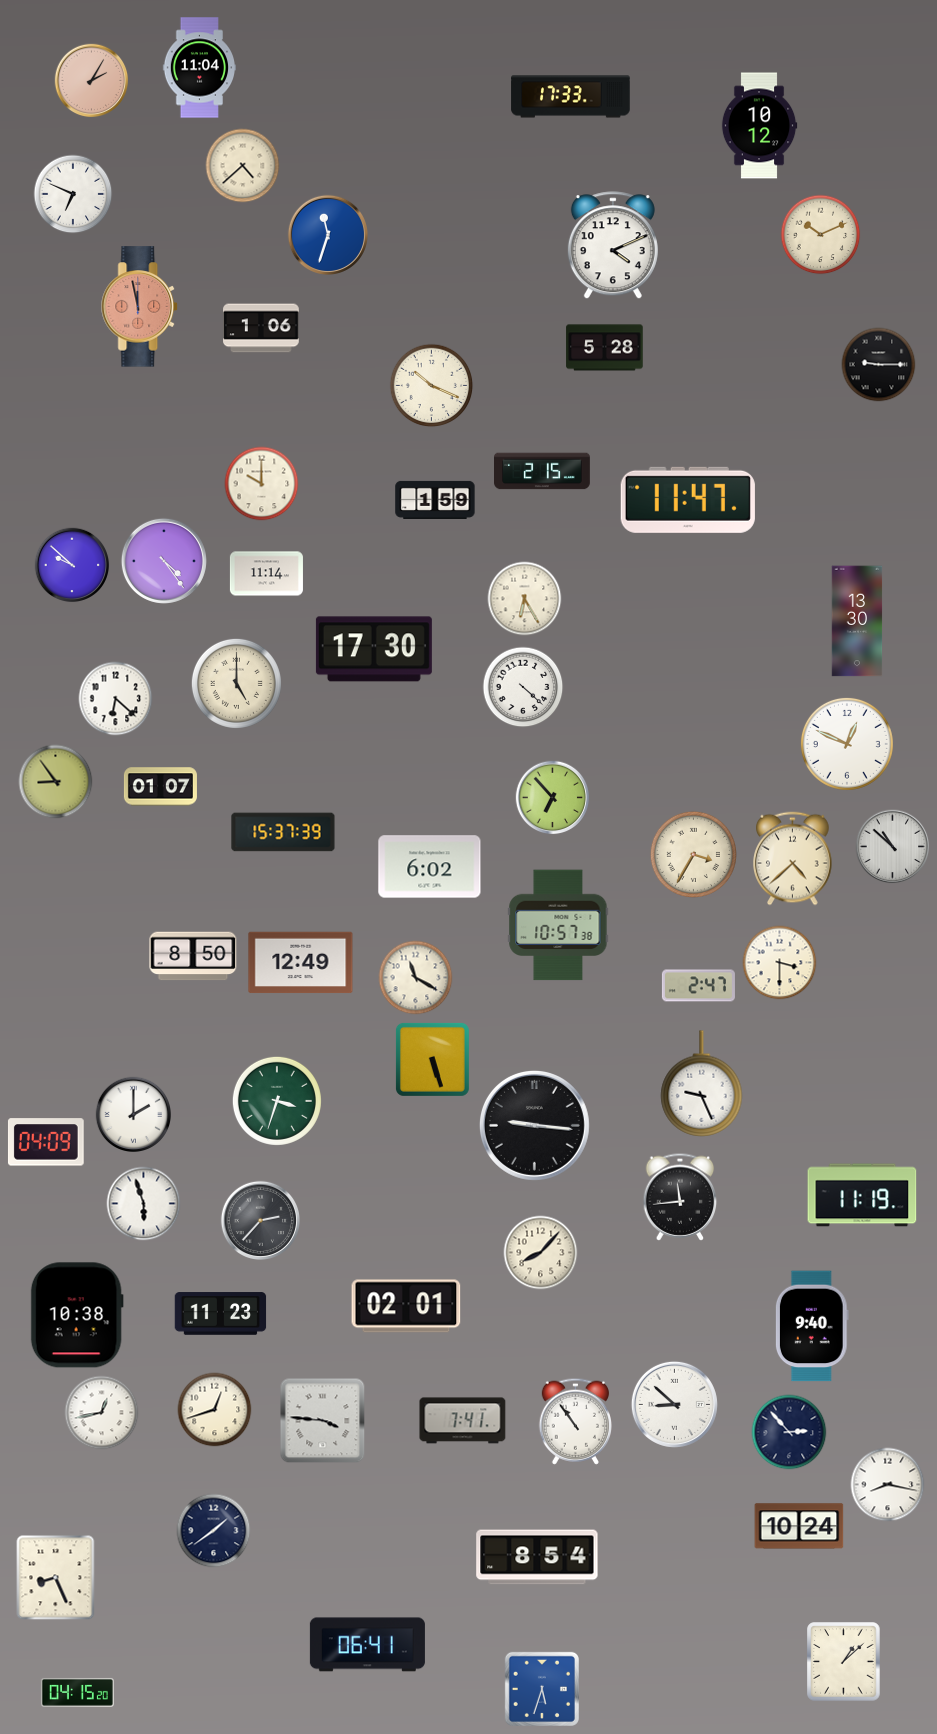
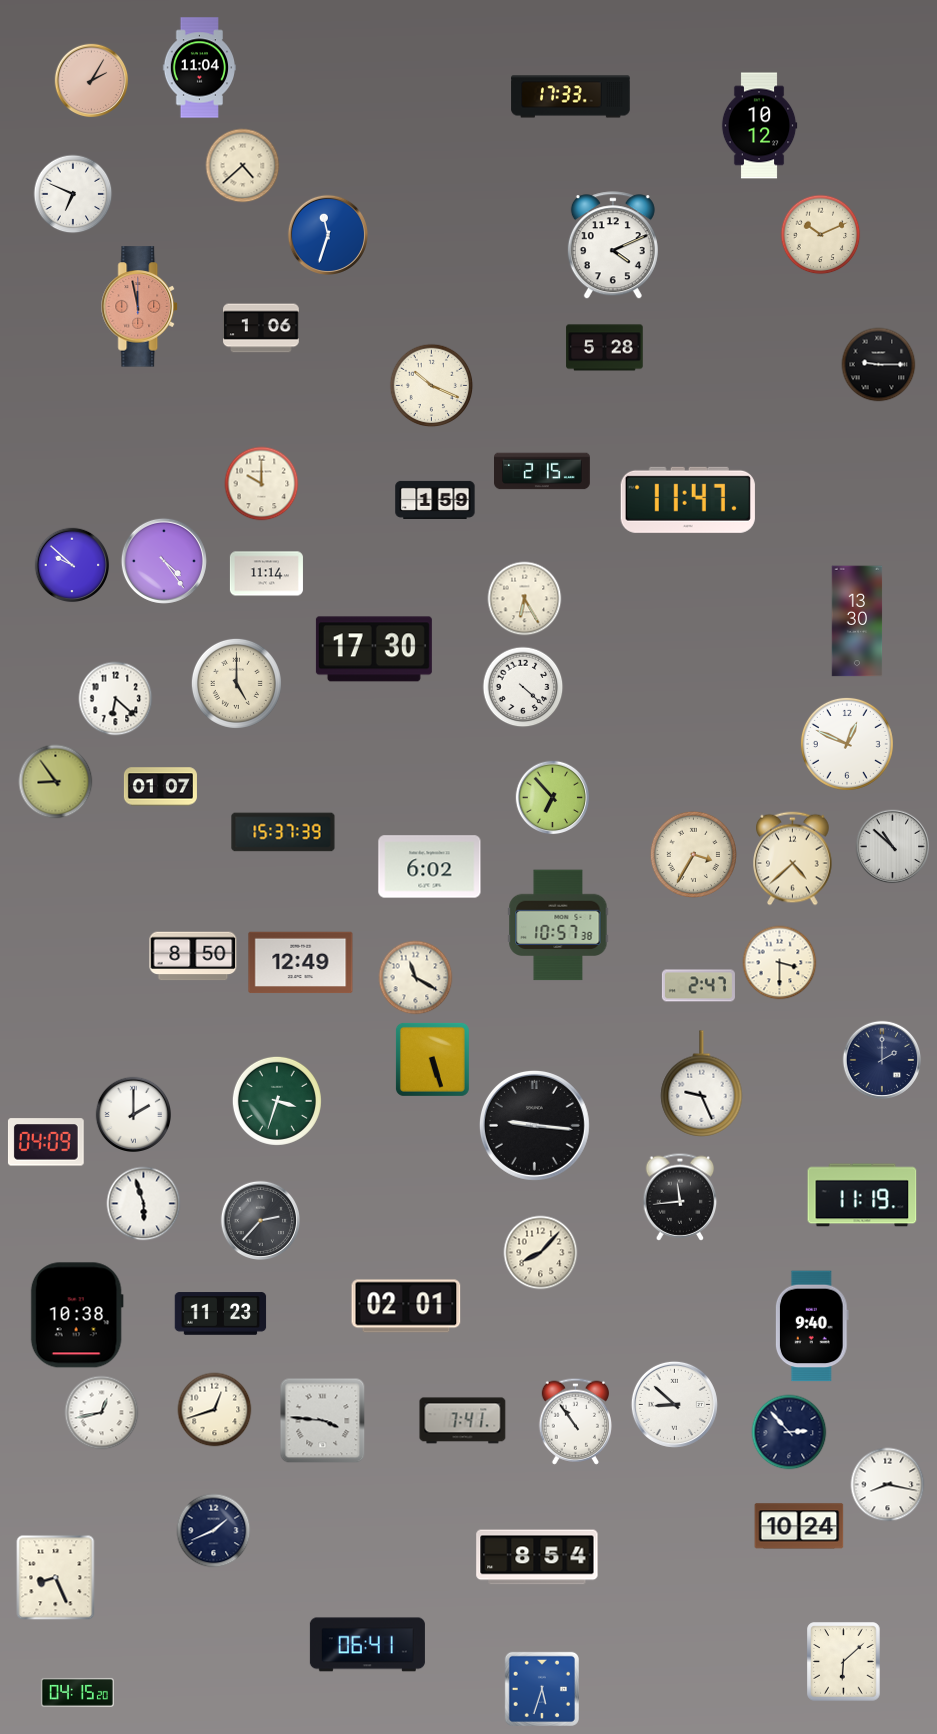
clock at (881, 1059): none -> 2:00
clock at (214, 1531): 1:39 -> 1:41
clock at (844, 1662): 1:08 -> 6:08
